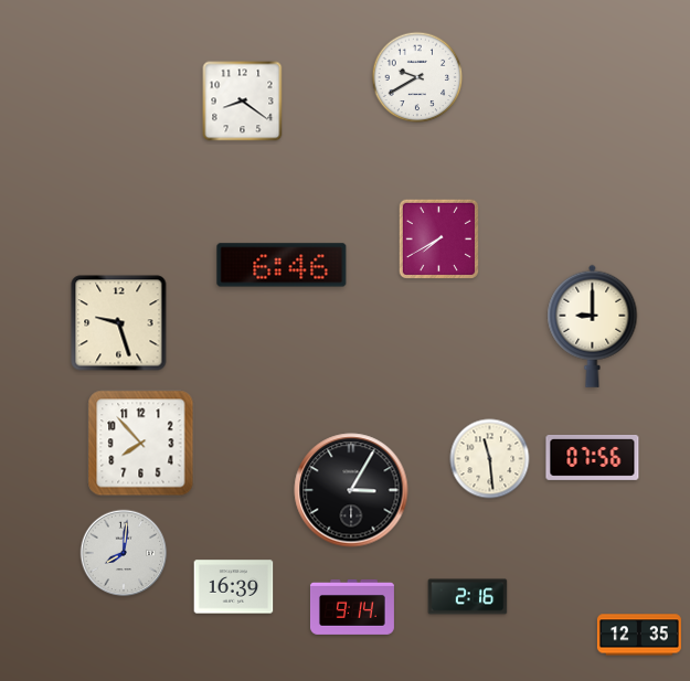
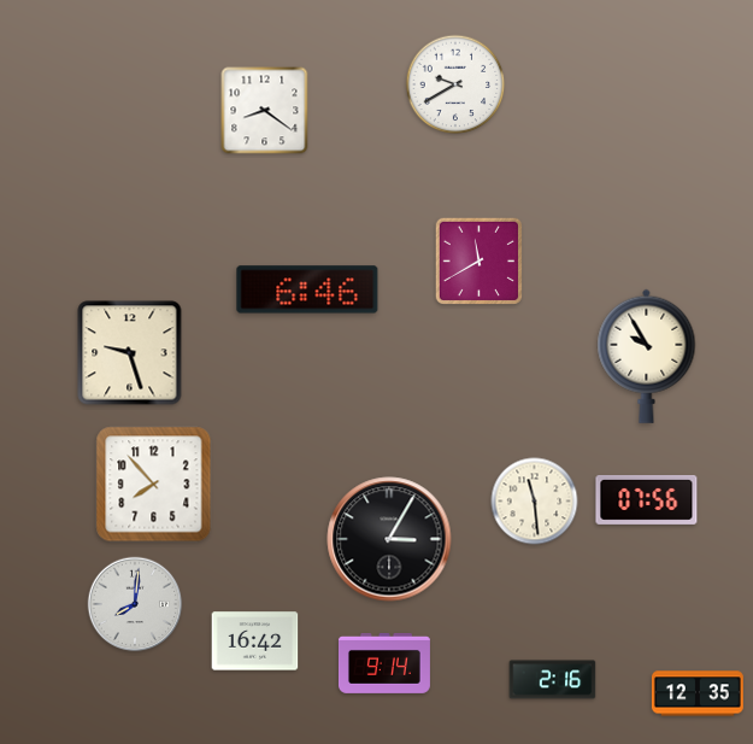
clock at (439, 240): 7:40 -> 11:40
clock at (593, 326): 9:00 -> 9:55
clock at (351, 490) position: (351, 490) -> (389, 539)
clock at (234, 587): 16:39 -> 16:42
clock at (468, 597) position: (468, 597) -> (553, 680)
